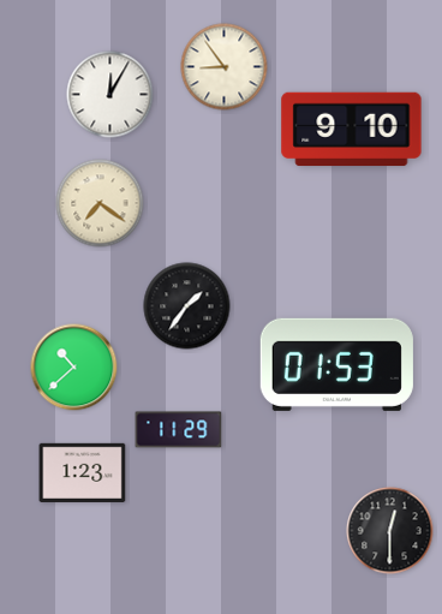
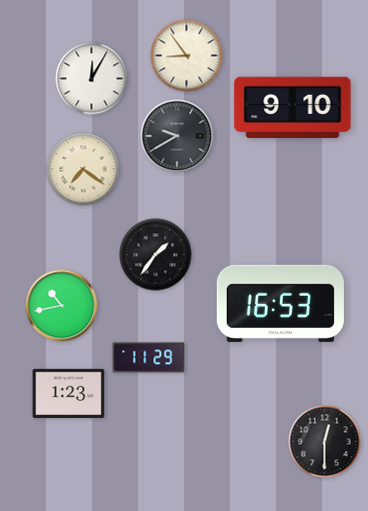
clock at (177, 136): none -> 9:40
clock at (336, 364): 01:53 -> 16:53
clock at (74, 368): 10:38 -> 10:43
